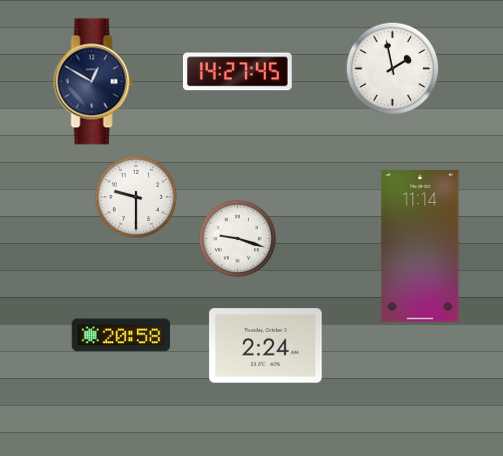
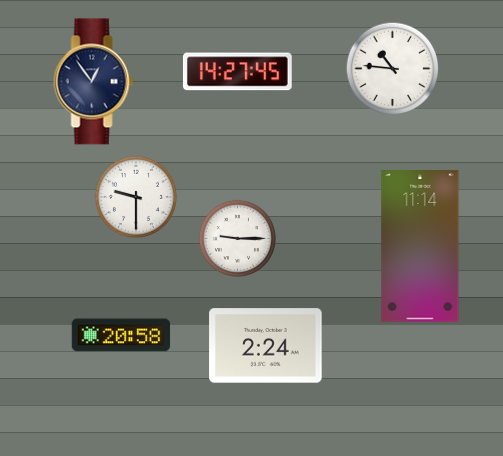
clock at (392, 68): 1:58 -> 10:46
clock at (94, 82): 12:50 -> 12:54
clock at (237, 238): 9:18 -> 9:15
